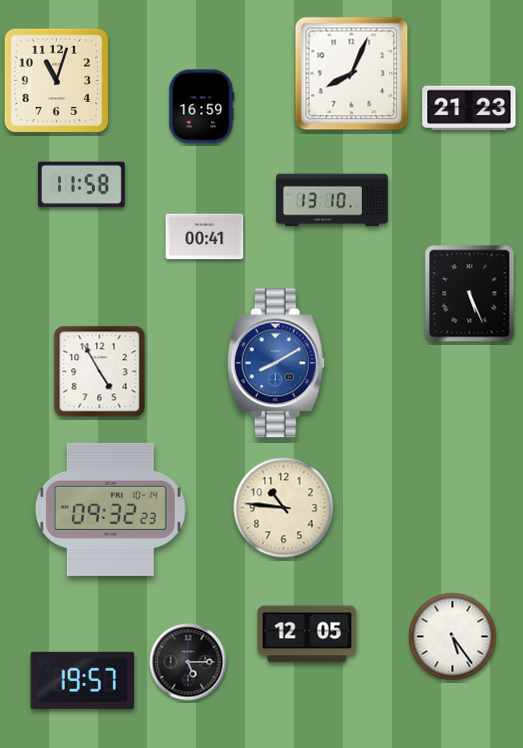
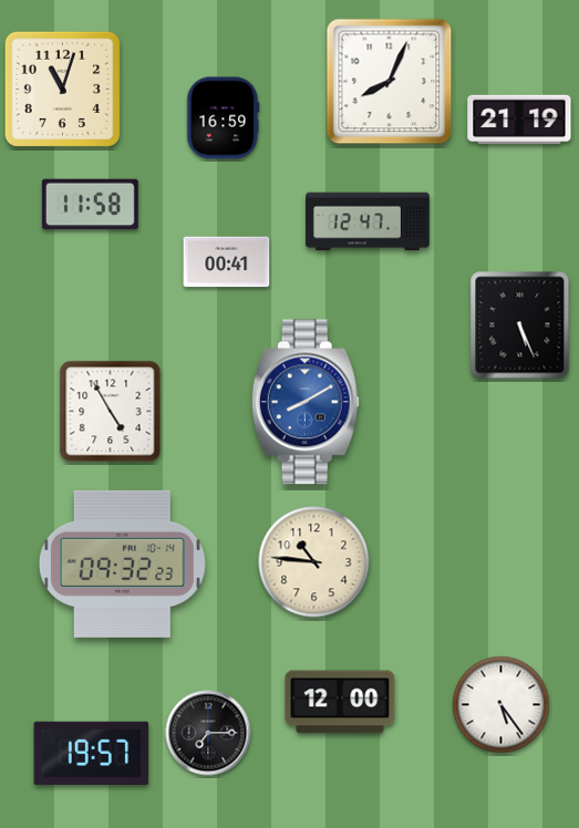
clock at (469, 108): 21:23 -> 21:19
clock at (332, 200): 13:10 -> 12:47
clock at (307, 634): 12:05 -> 12:00
clock at (188, 662): 5:15 -> 7:15
